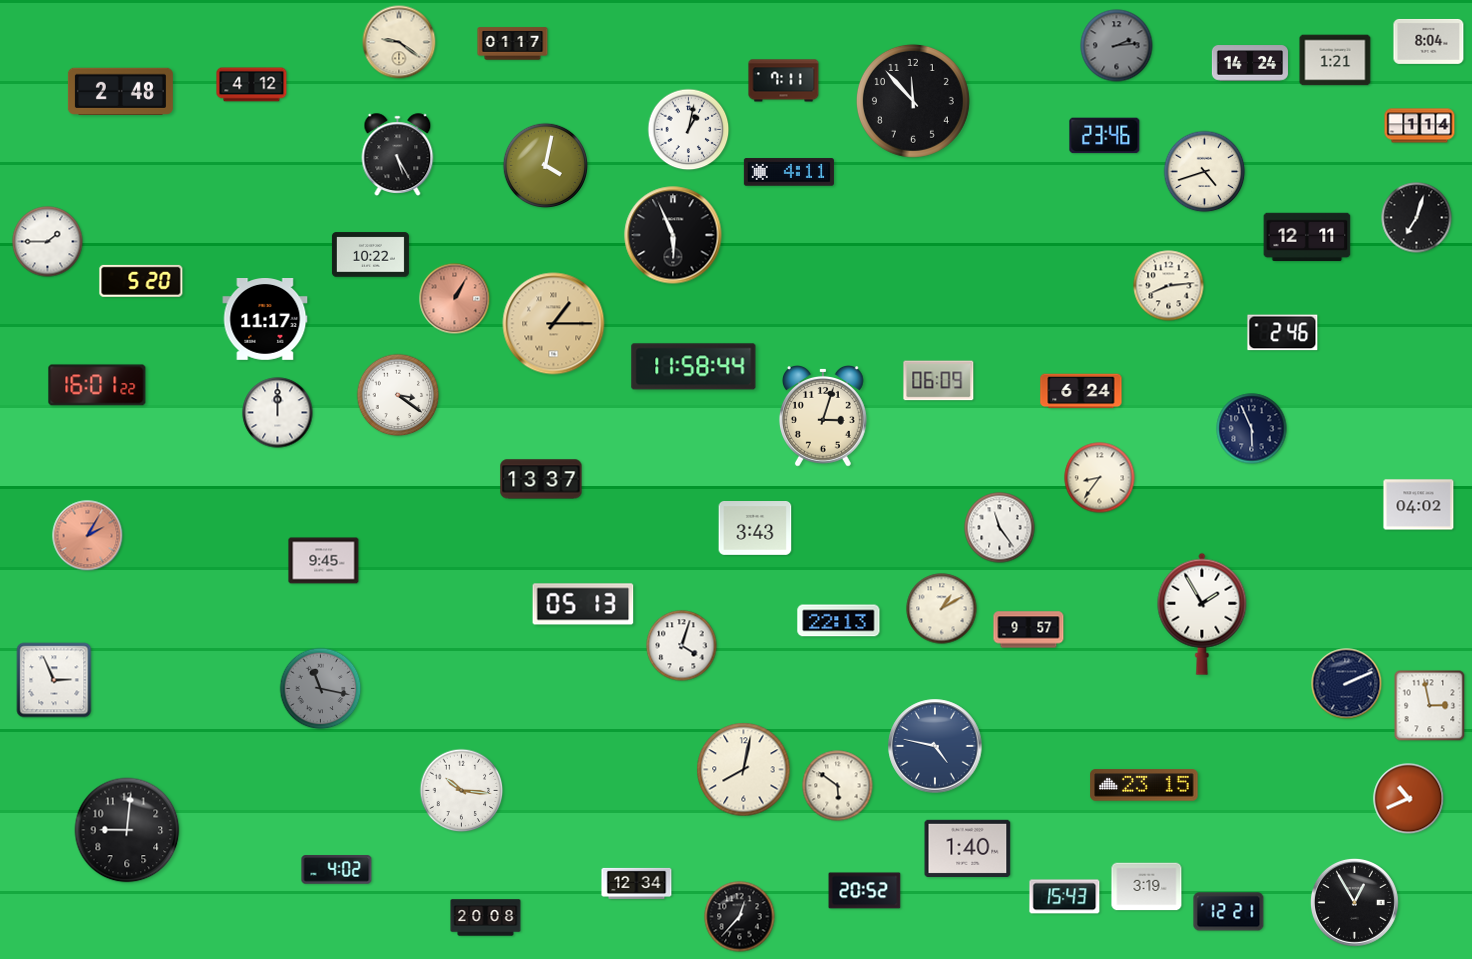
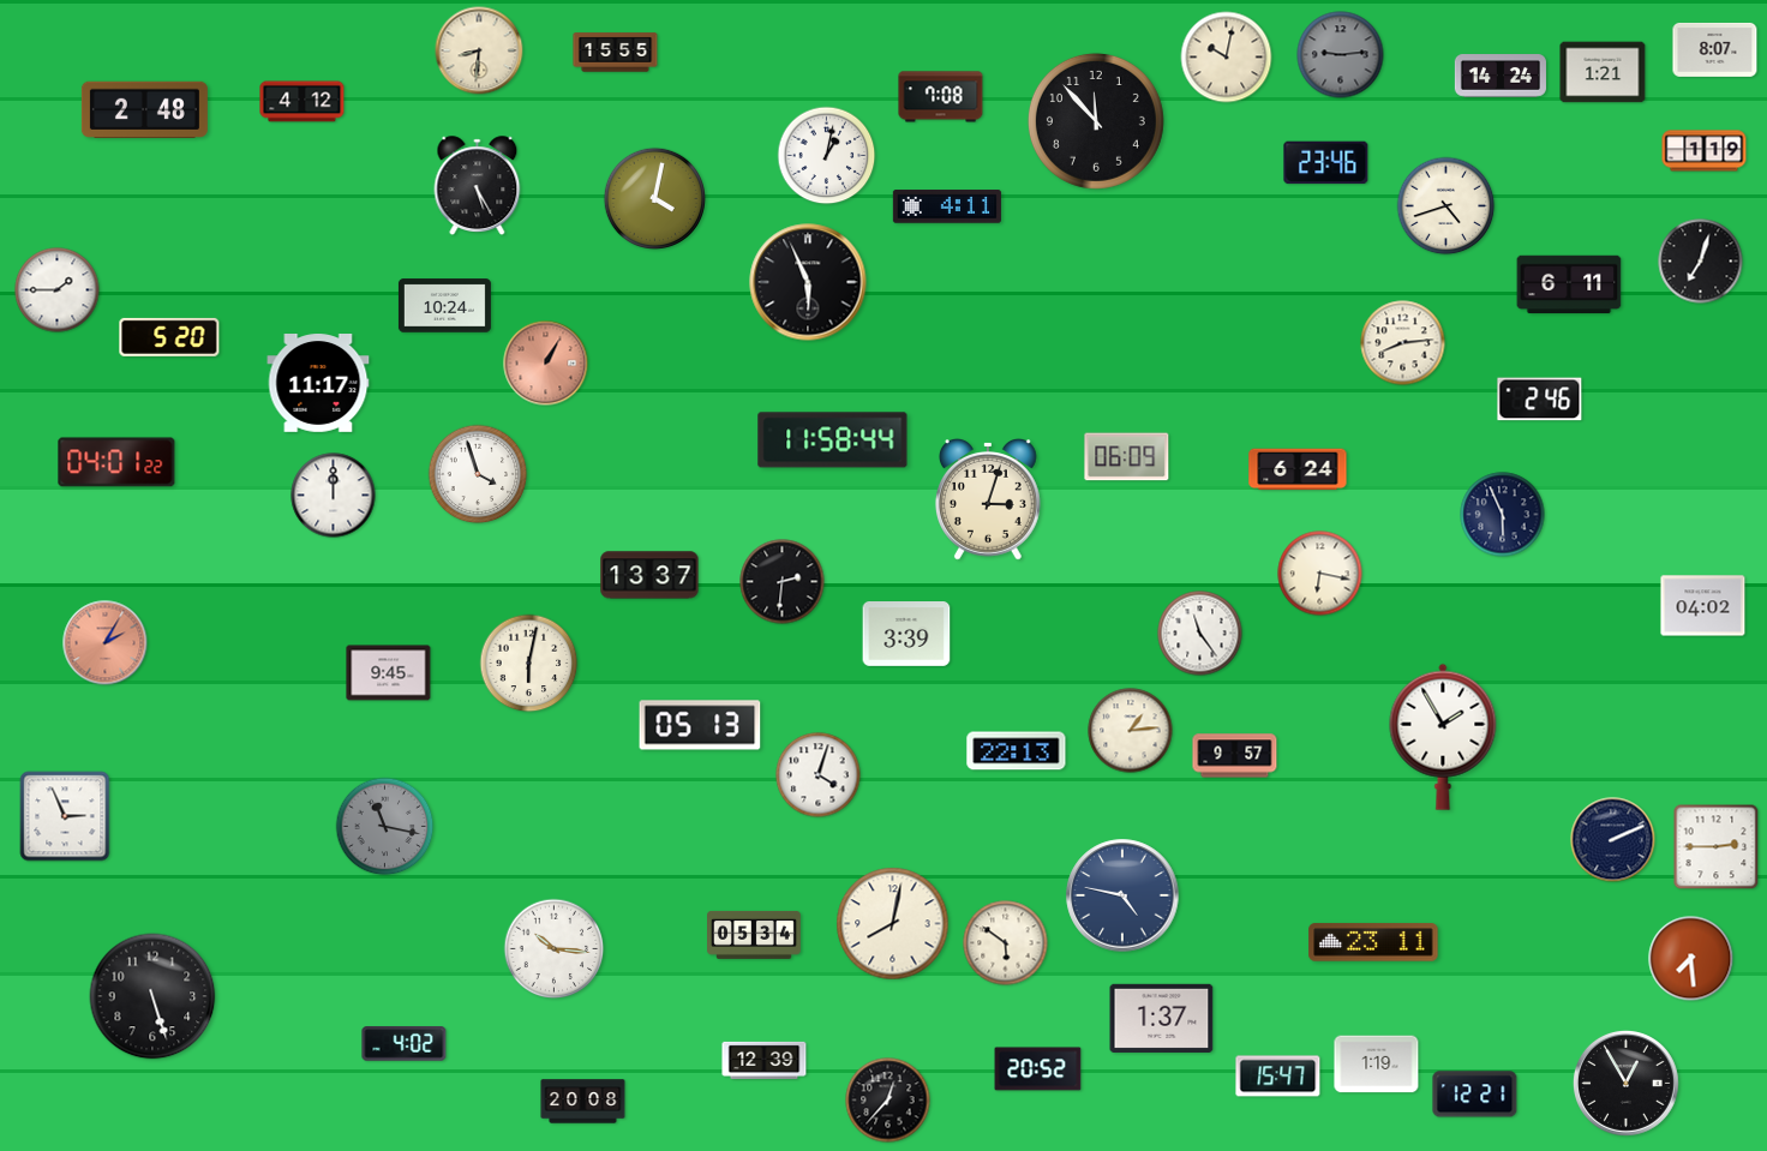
clock at (1429, 41): 8:04 -> 8:07
clock at (399, 42): 9:21 -> 8:31
clock at (513, 44): 01:17 -> 15:55
clock at (1117, 46): 2:14 -> 9:14
clock at (1227, 58): none -> 10:02
clock at (784, 81): 7:11 -> 7:08
clock at (1420, 126): 1:14 -> 1:19
clock at (1307, 237): 12:11 -> 6:11
clock at (370, 255): 10:22 -> 10:24
clock at (455, 299) position: (455, 299) -> (546, 364)
clock at (554, 324): 1:15 -> none
clock at (97, 385): 16:01 -> 04:01
clock at (398, 395): 3:21 -> 3:57
clock at (1100, 478): 8:36 -> 6:17
clock at (783, 582): none -> 2:31
clock at (755, 529): 3:43 -> 3:39
clock at (529, 664): none -> 6:02
clock at (942, 609): 1:10 -> 1:14
clock at (839, 621) position: (839, 621) -> (1017, 751)
clock at (1347, 684) position: (1347, 684) -> (1613, 840)
clock at (1430, 706): 2:58 -> 2:45
clock at (755, 935): none -> 05:34
clock at (1144, 785): 23:15 -> 23:11
clock at (1409, 799): 10:41 -> 7:29
clock at (127, 830): 9:01 -> 5:27
clock at (968, 848): 1:40 -> 1:37
clock at (637, 883): 12:34 -> 12:39
clock at (1147, 887): 3:19 -> 1:19
clock at (1065, 897): 15:43 -> 15:47
